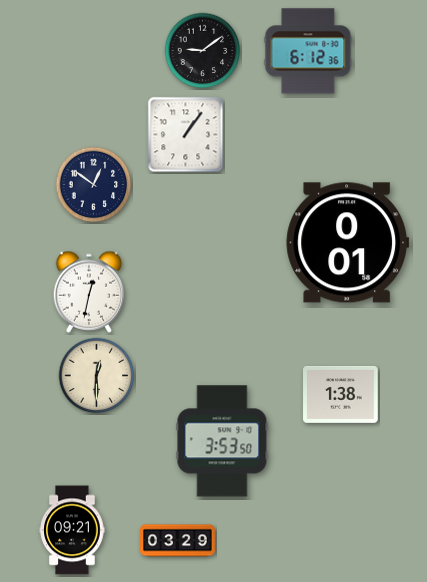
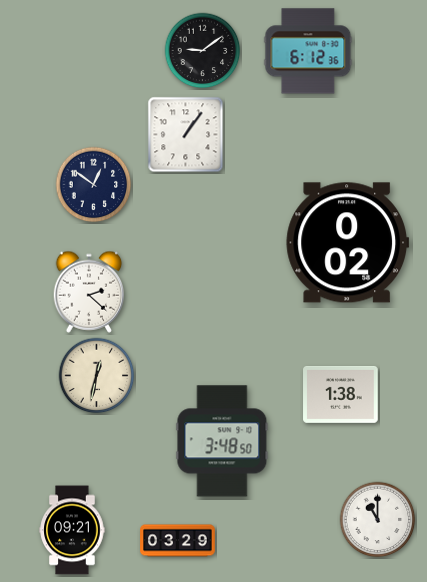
clock at (347, 243): 0:01 -> 0:02
clock at (89, 292): 12:32 -> 2:22
clock at (97, 376): 12:30 -> 12:32
clock at (222, 441): 3:53 -> 3:48
clock at (378, 520): none -> 11:00
